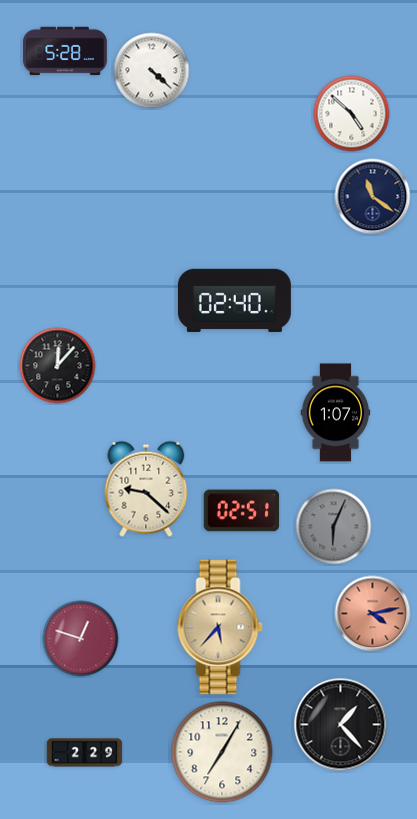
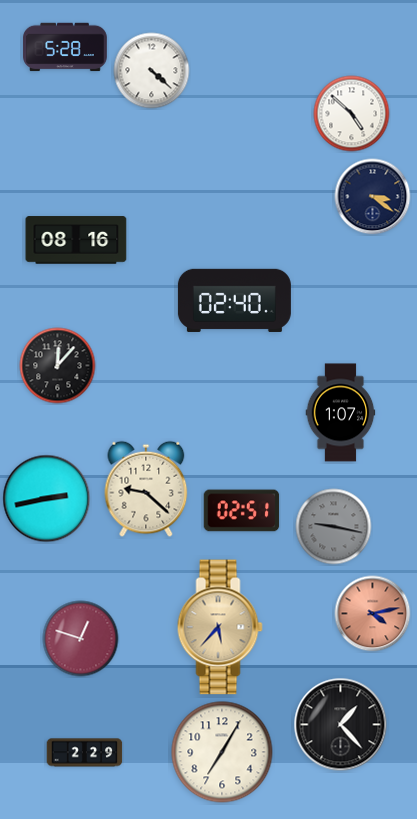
clock at (65, 51) position: (65, 51) -> (65, 47)
clock at (373, 197): 11:21 -> 3:21
clock at (76, 240): none -> 08:16
clock at (336, 413) position: (336, 413) -> (341, 413)
clock at (47, 499): none -> 2:43
clock at (334, 527): 6:04 -> 9:17
